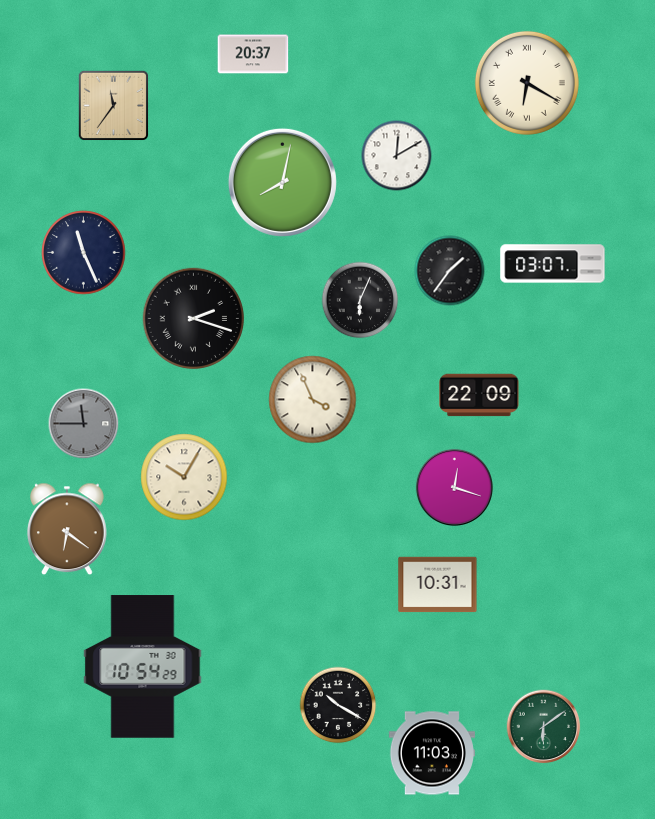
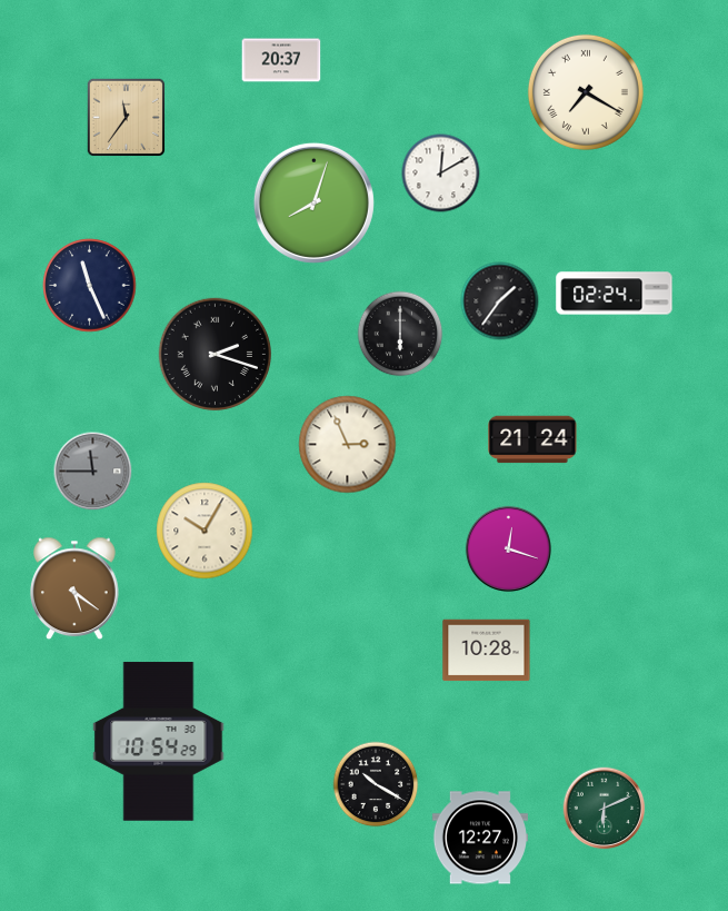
clock at (527, 83): 6:20 -> 7:20
clock at (282, 182): 8:02 -> 8:03
clock at (84, 253) position: (84, 253) -> (90, 286)
clock at (553, 264): 03:07 -> 02:24
clock at (360, 300): 6:04 -> 6:00
clock at (479, 395): 22:09 -> 21:24
clock at (313, 400): 3:56 -> 2:56
clock at (454, 487) position: (454, 487) -> (508, 548)
clock at (68, 529): 6:21 -> 5:21
clock at (438, 585): 10:31 -> 10:28
clock at (544, 727): 6:09 -> 6:11
clock at (432, 753): 11:03 -> 12:27
